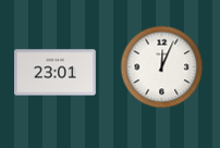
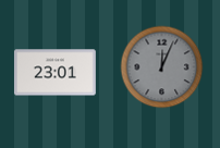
clock at (162, 67) dial: white -> grey
